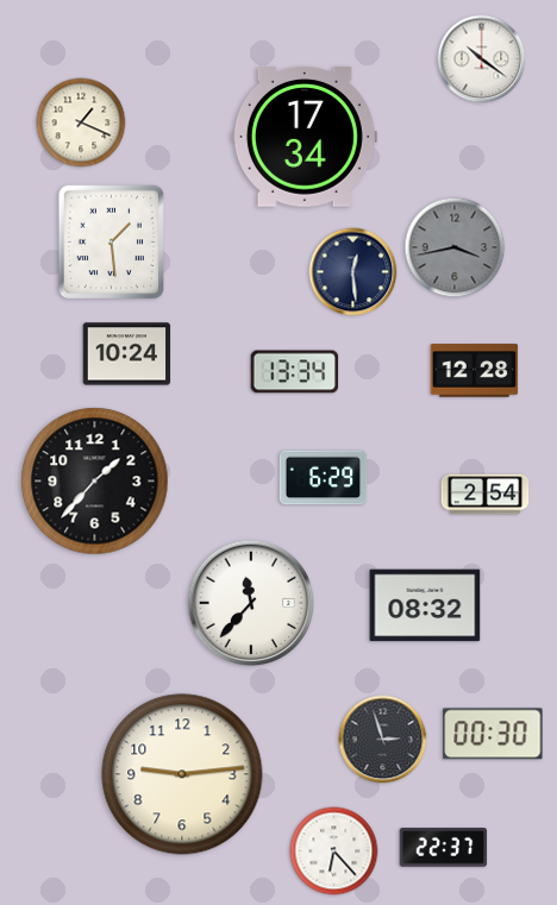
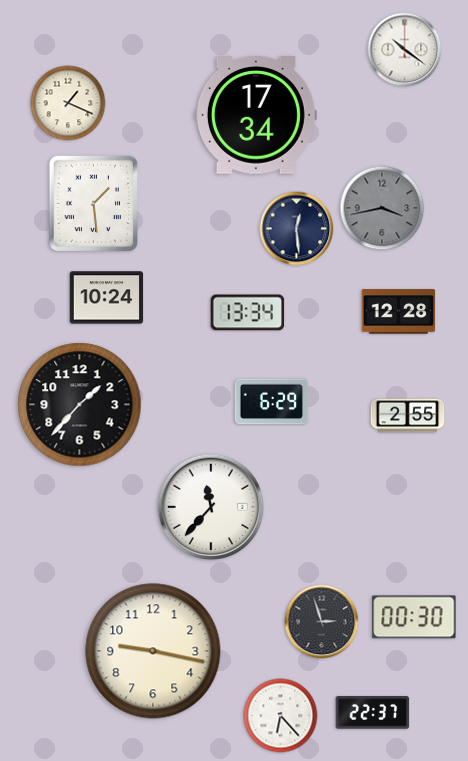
clock at (486, 495): 2:54 -> 2:55
clock at (425, 605): 08:32 -> none
clock at (182, 774): 9:14 -> 9:17
